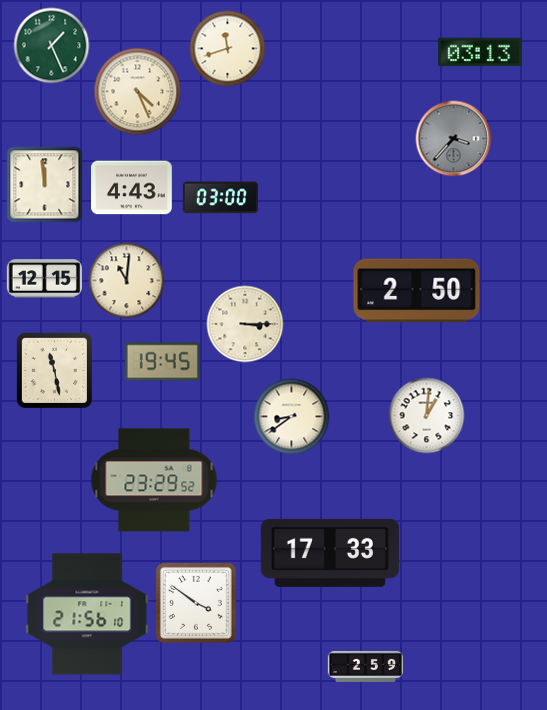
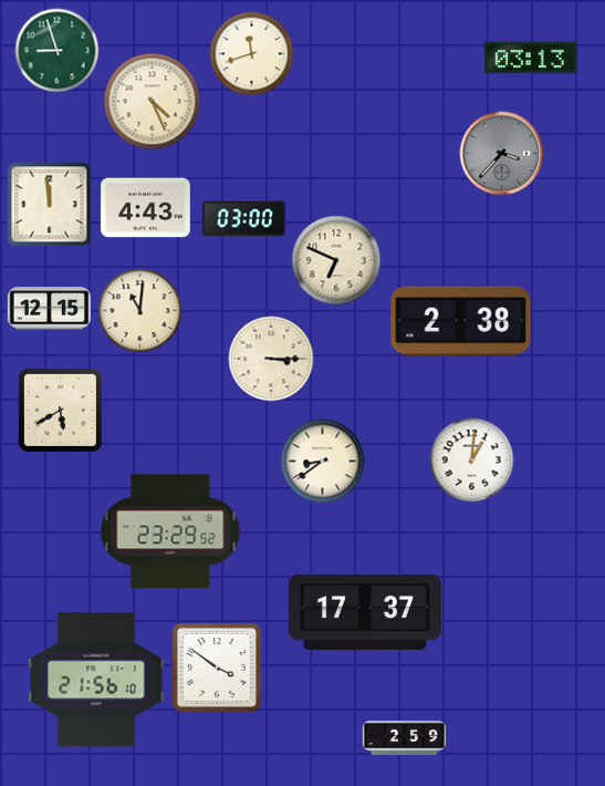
clock at (52, 46): 1:26 -> 8:57
clock at (336, 260): none -> 6:49
clock at (417, 291): 2:50 -> 2:38
clock at (162, 362): 19:45 -> none
clock at (54, 370): 11:28 -> 5:40
clock at (330, 553): 17:33 -> 17:37
